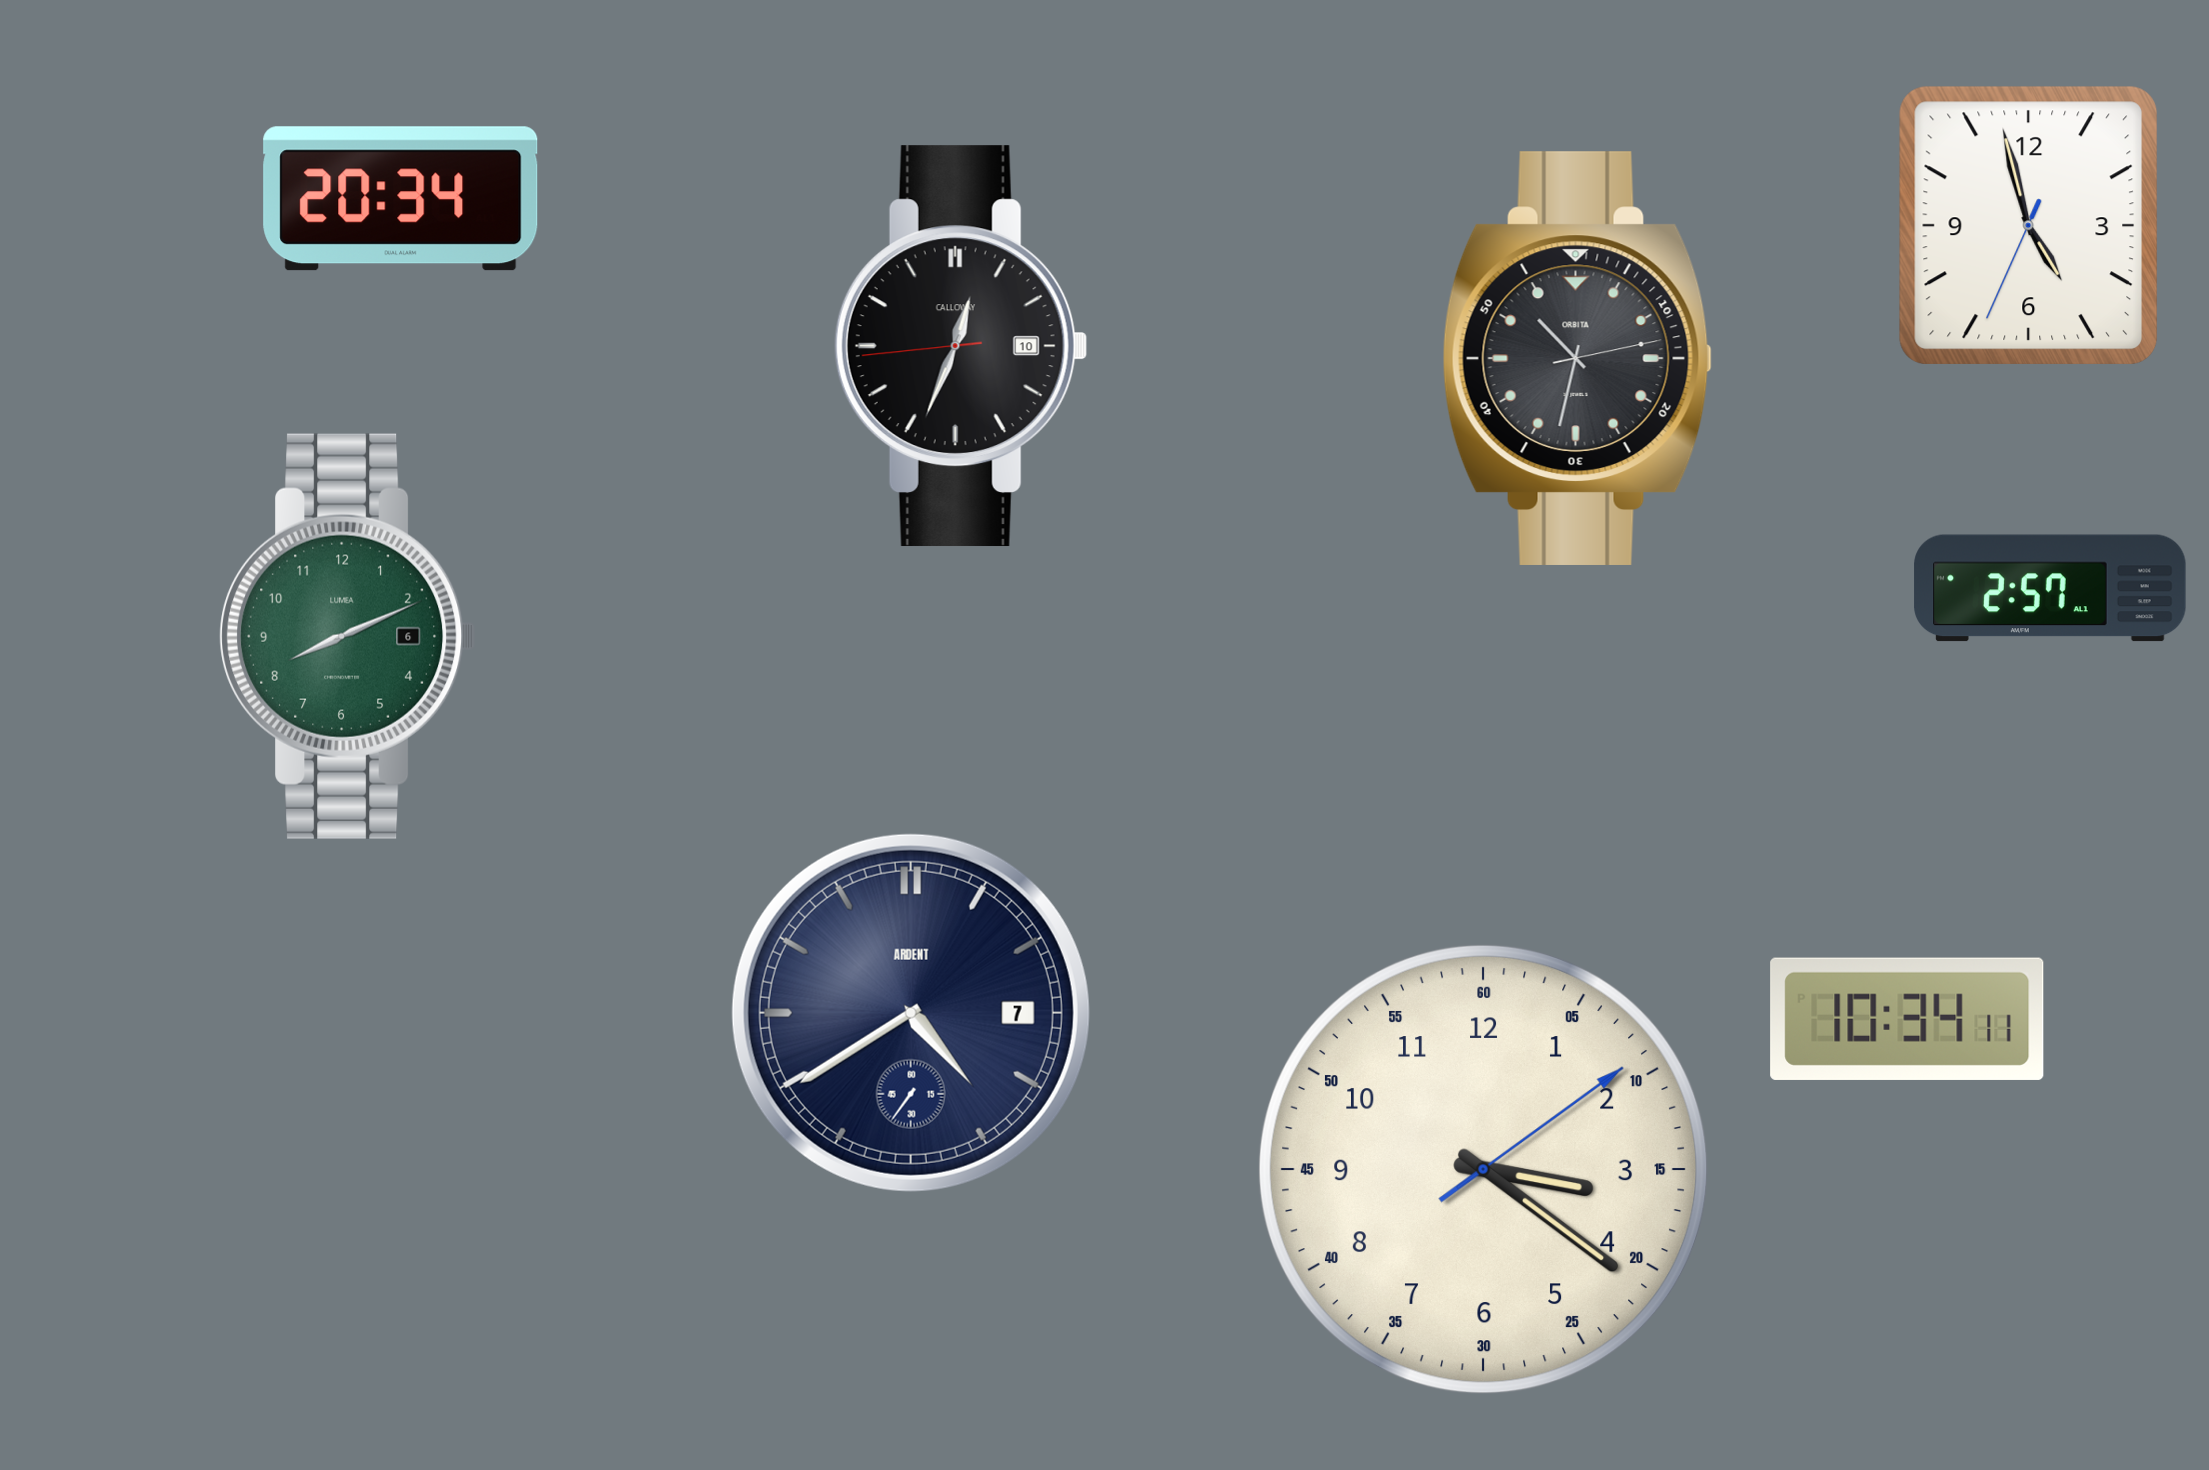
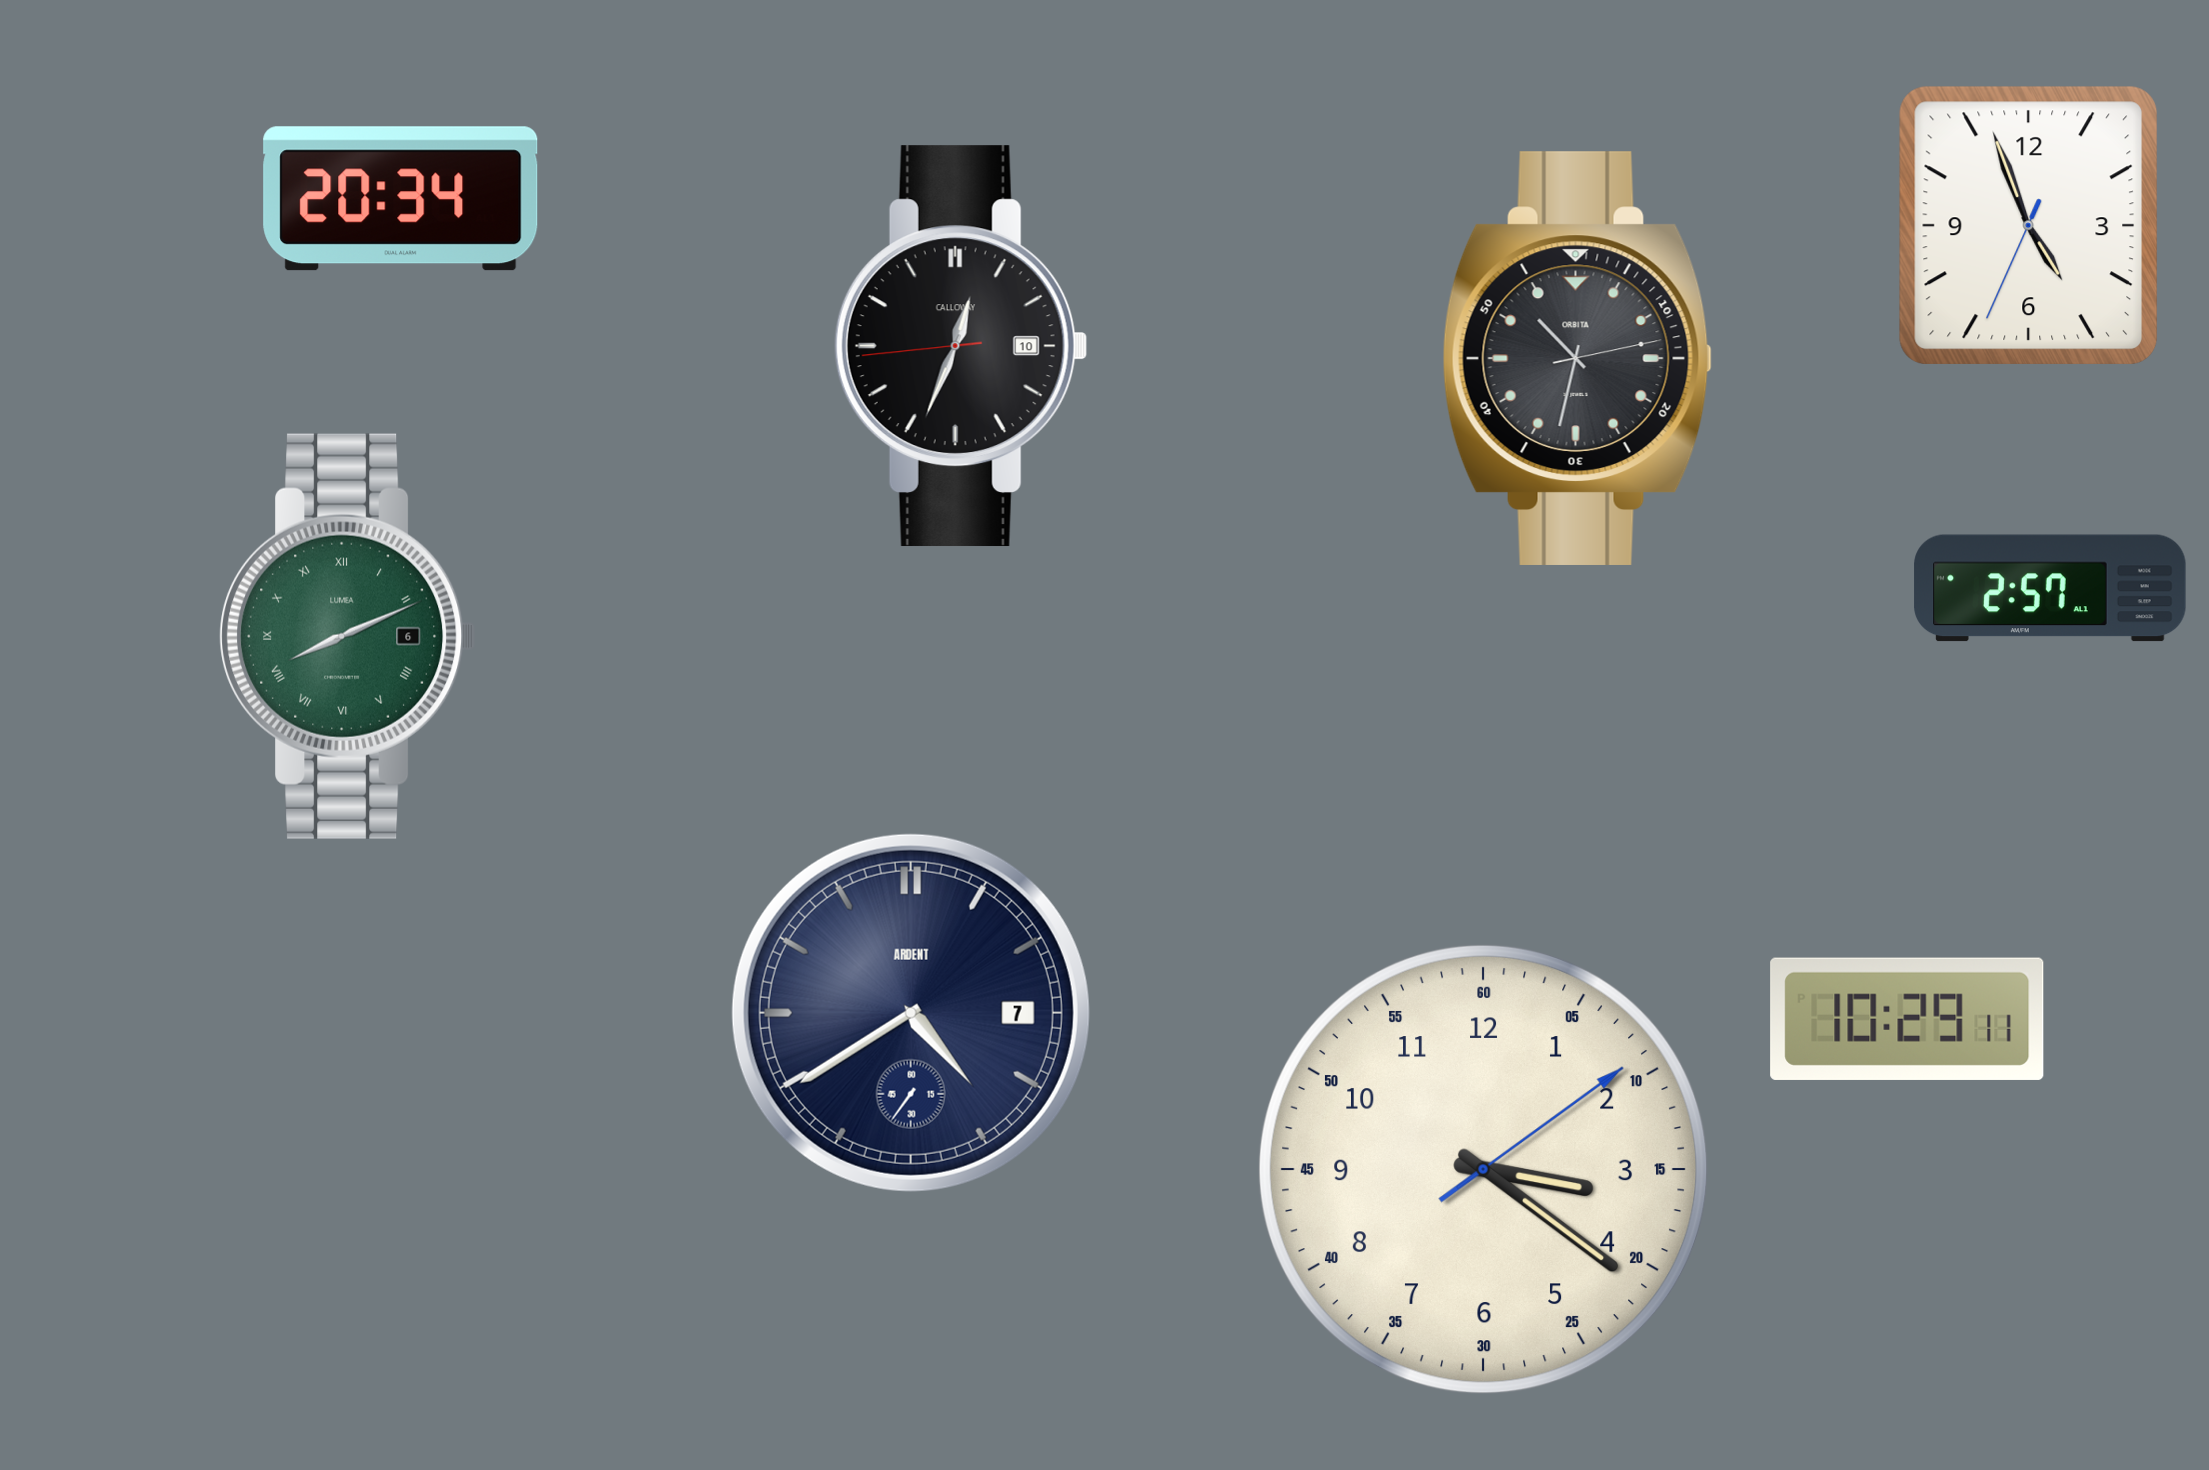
clock at (2028, 225): 4:57 -> 4:56
clock at (348, 636) numerals: Arabic -> Roman
clock at (1907, 1019): 10:34 -> 10:29
